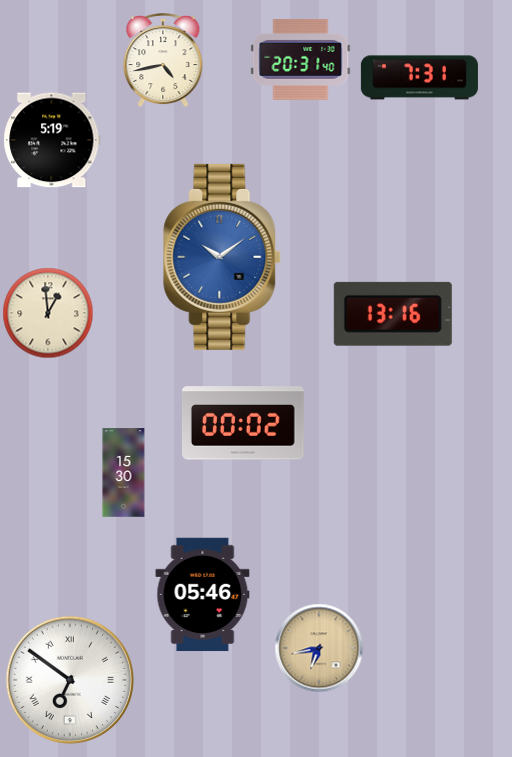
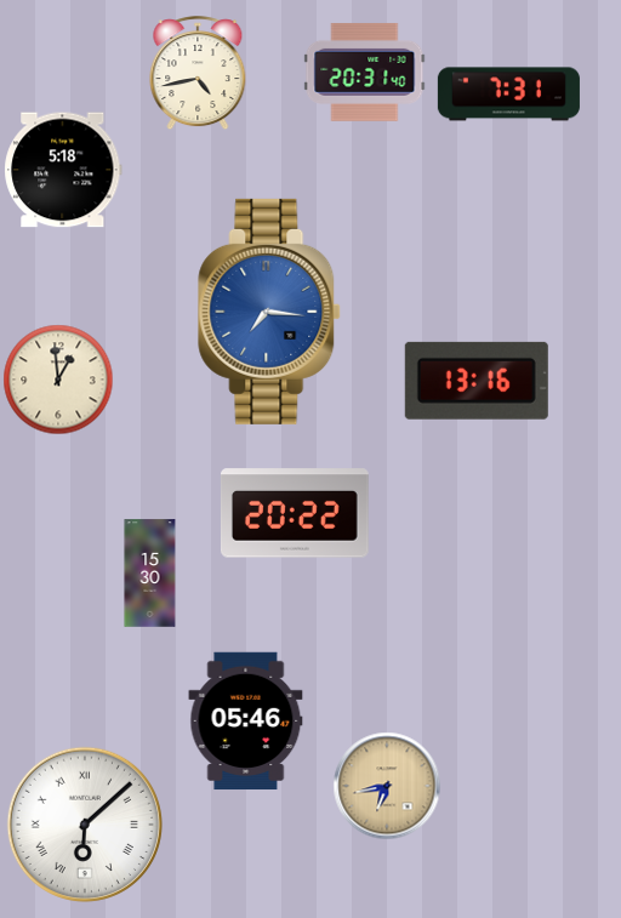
clock at (52, 140): 5:19 -> 5:18
clock at (223, 257): 10:09 -> 7:16
clock at (243, 423): 00:02 -> 20:22
clock at (70, 680): 6:51 -> 6:08
